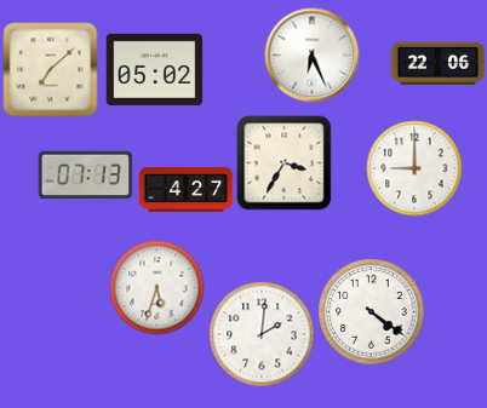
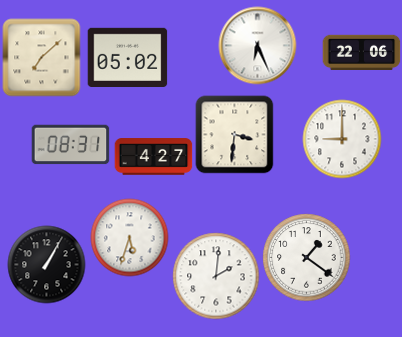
clock at (283, 162): 3:35 -> 3:31
clock at (85, 176): 07:13 -> 08:31
clock at (371, 311): 4:21 -> 1:21
clock at (46, 264): none -> 1:05
